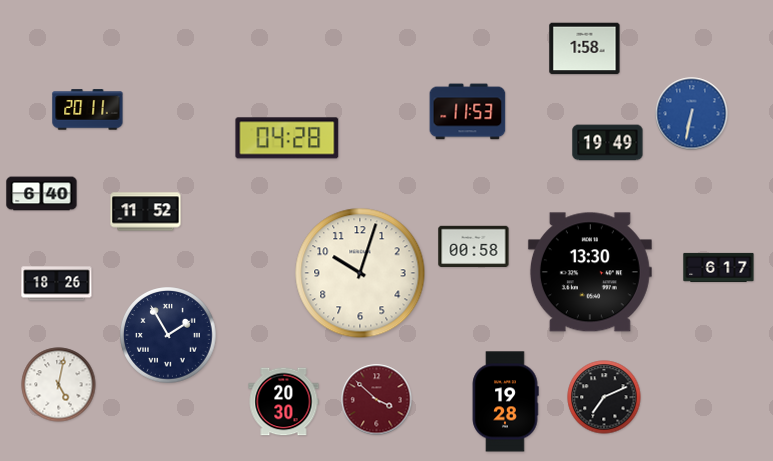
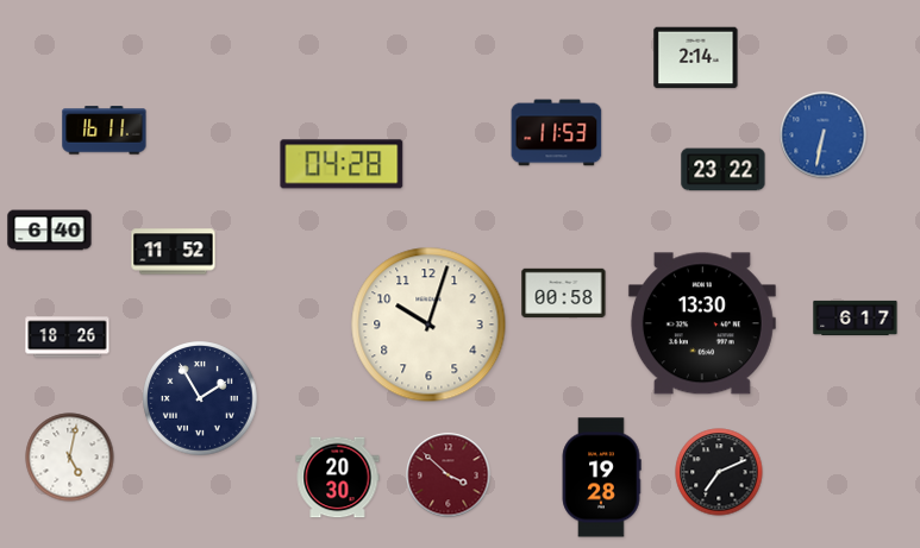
clock at (585, 49): 1:58 -> 2:14
clock at (88, 110): 20:11 -> 16:11
clock at (608, 143): 19:49 -> 23:22
